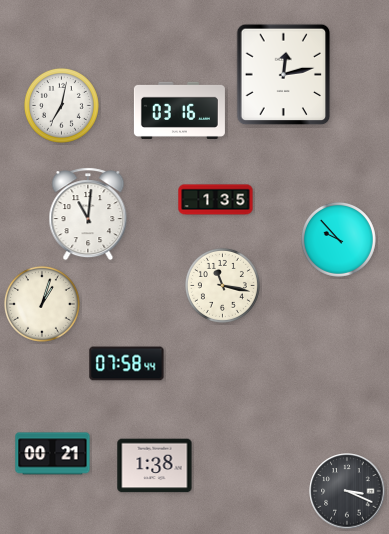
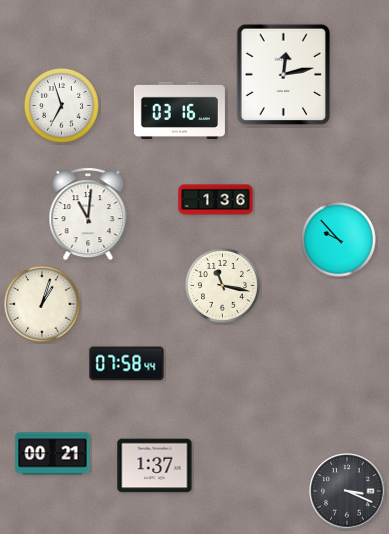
clock at (61, 105): 7:02 -> 6:57
clock at (216, 200): 1:35 -> 1:36
clock at (155, 466): 1:38 -> 1:37
